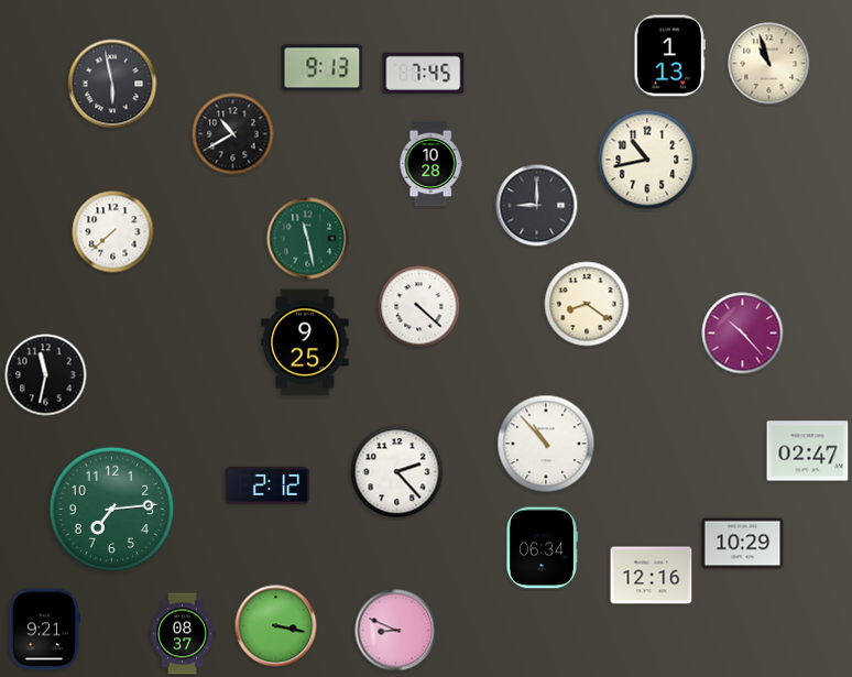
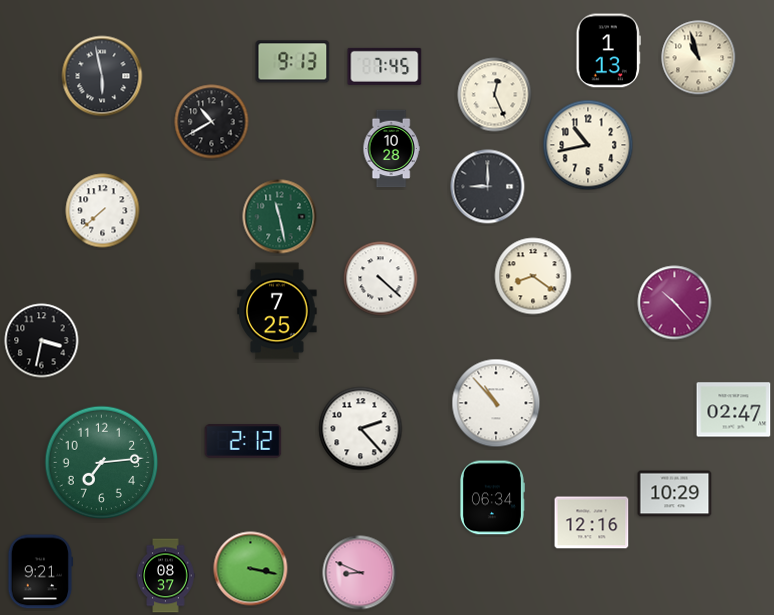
clock at (495, 95): none -> 12:26
clock at (305, 342): 9:25 -> 7:25
clock at (46, 375): 11:32 -> 3:32
